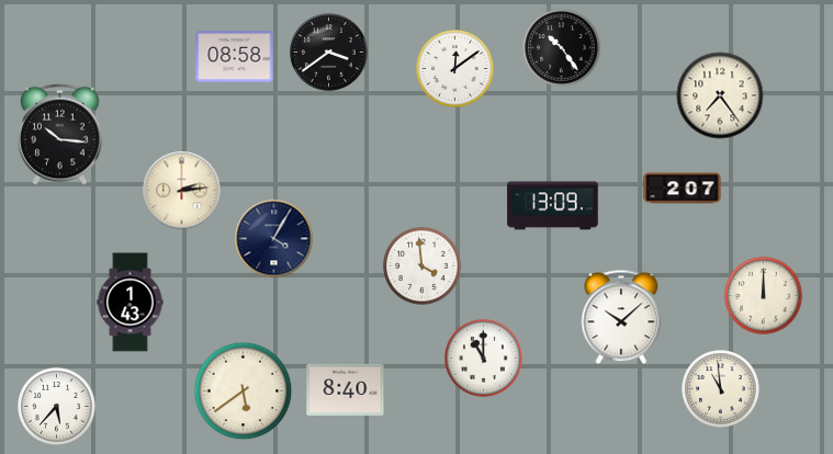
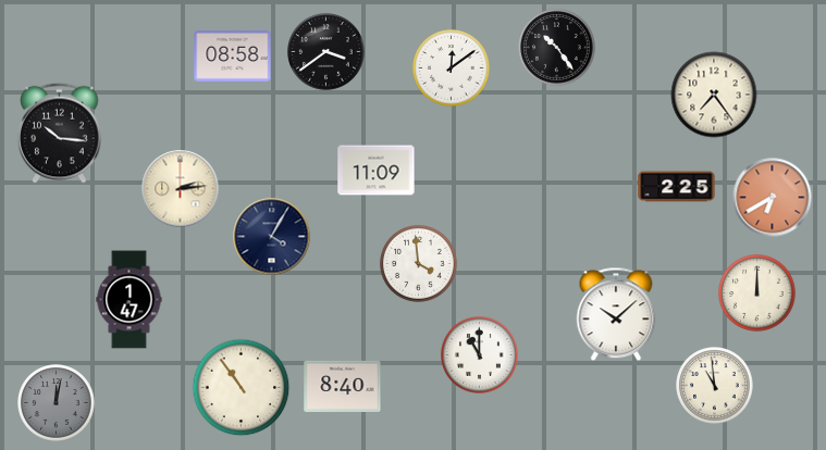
clock at (377, 171): none -> 11:09
clock at (683, 189): 2:07 -> 2:25
clock at (773, 198): none -> 6:40
clock at (553, 206): 13:09 -> none
clock at (131, 303): 1:43 -> 1:47
clock at (244, 391): 5:39 -> 10:54
clock at (57, 407): 5:37 -> 12:02
clock at (57, 407) dial: white -> grey
